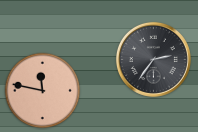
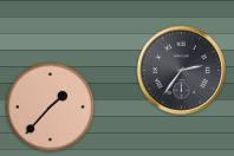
clock at (43, 91): 11:47 -> 1:37
